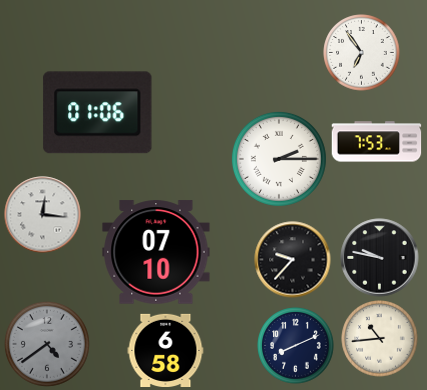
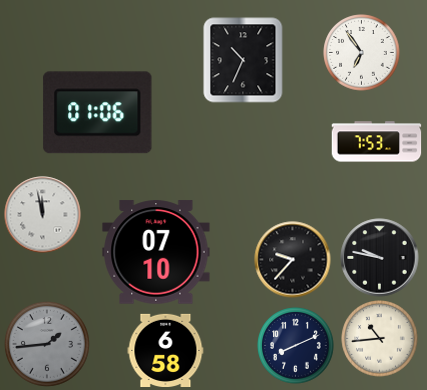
clock at (243, 60): none -> 10:34
clock at (279, 159): 2:15 -> none
clock at (43, 215): 12:16 -> 11:58
clock at (47, 344): 4:39 -> 1:44
